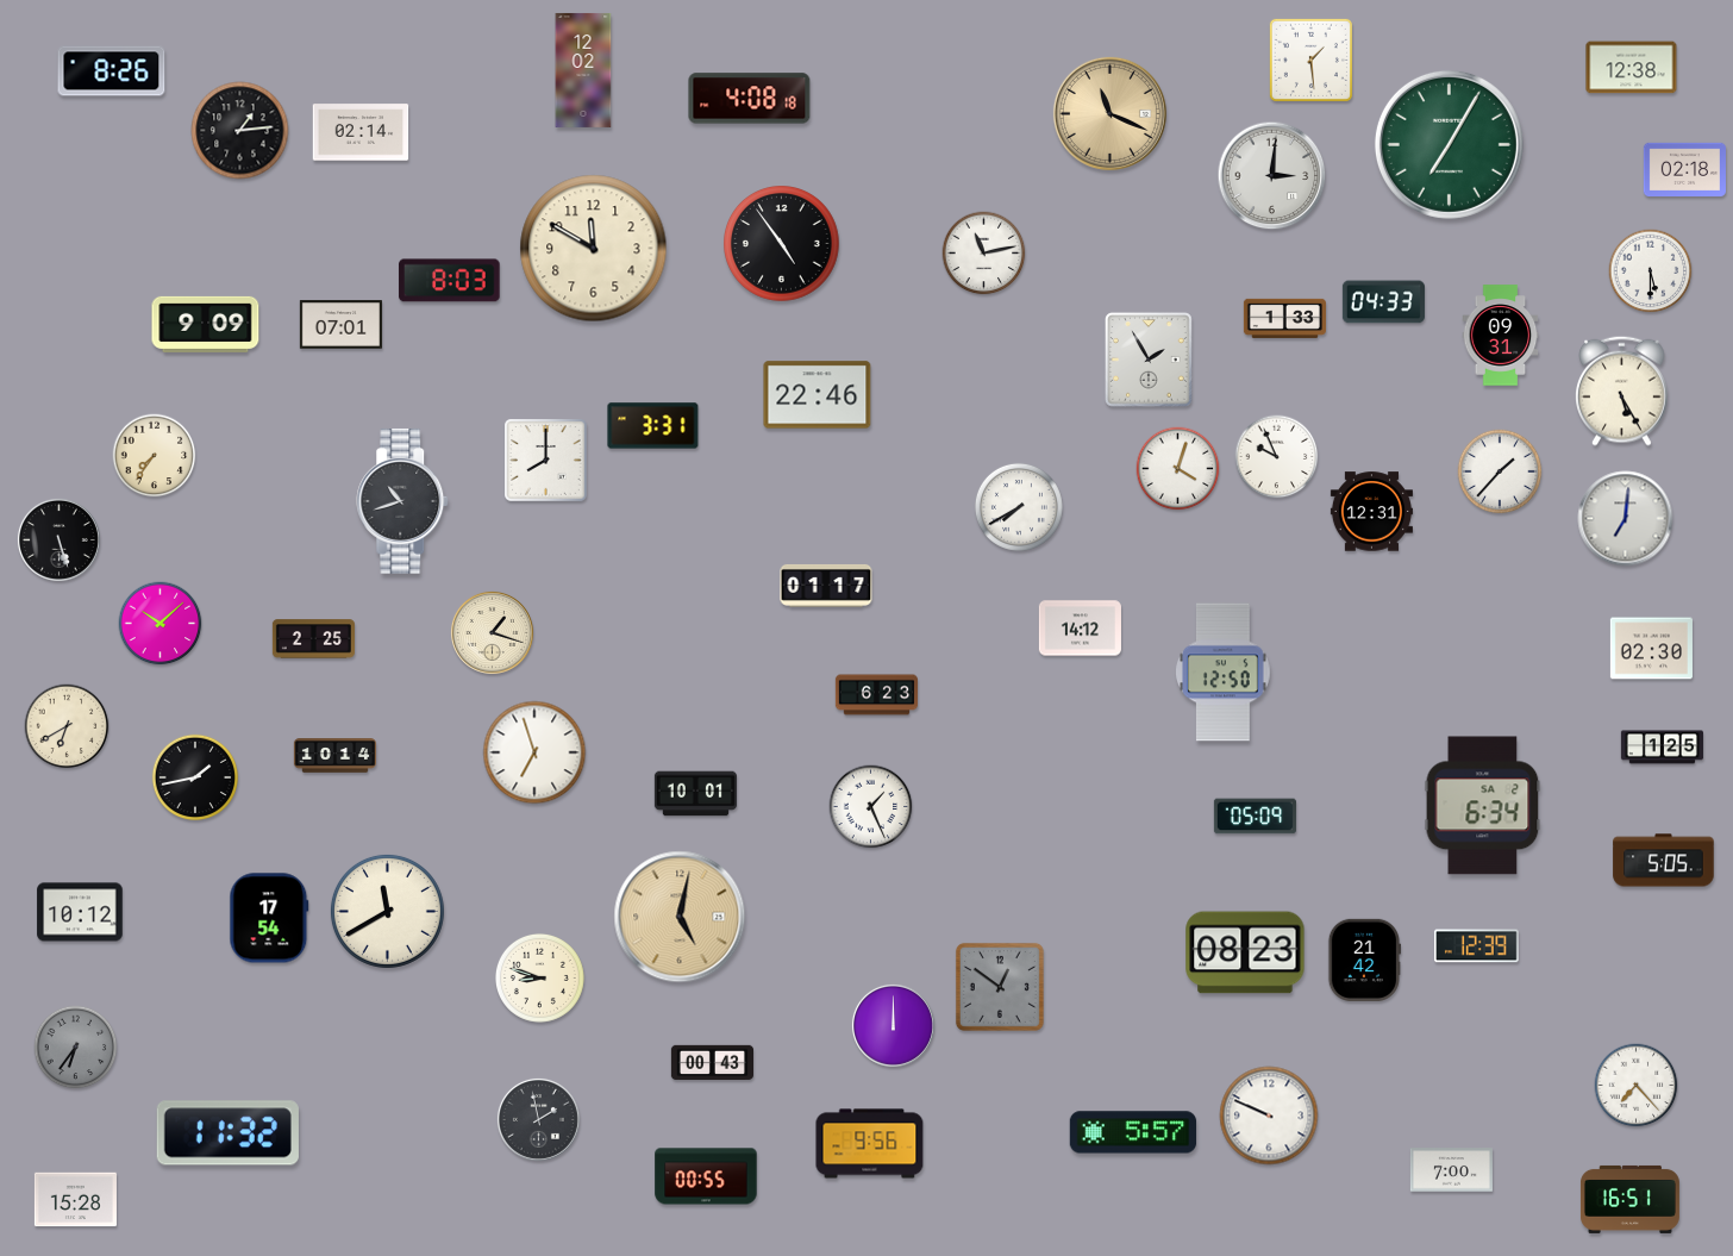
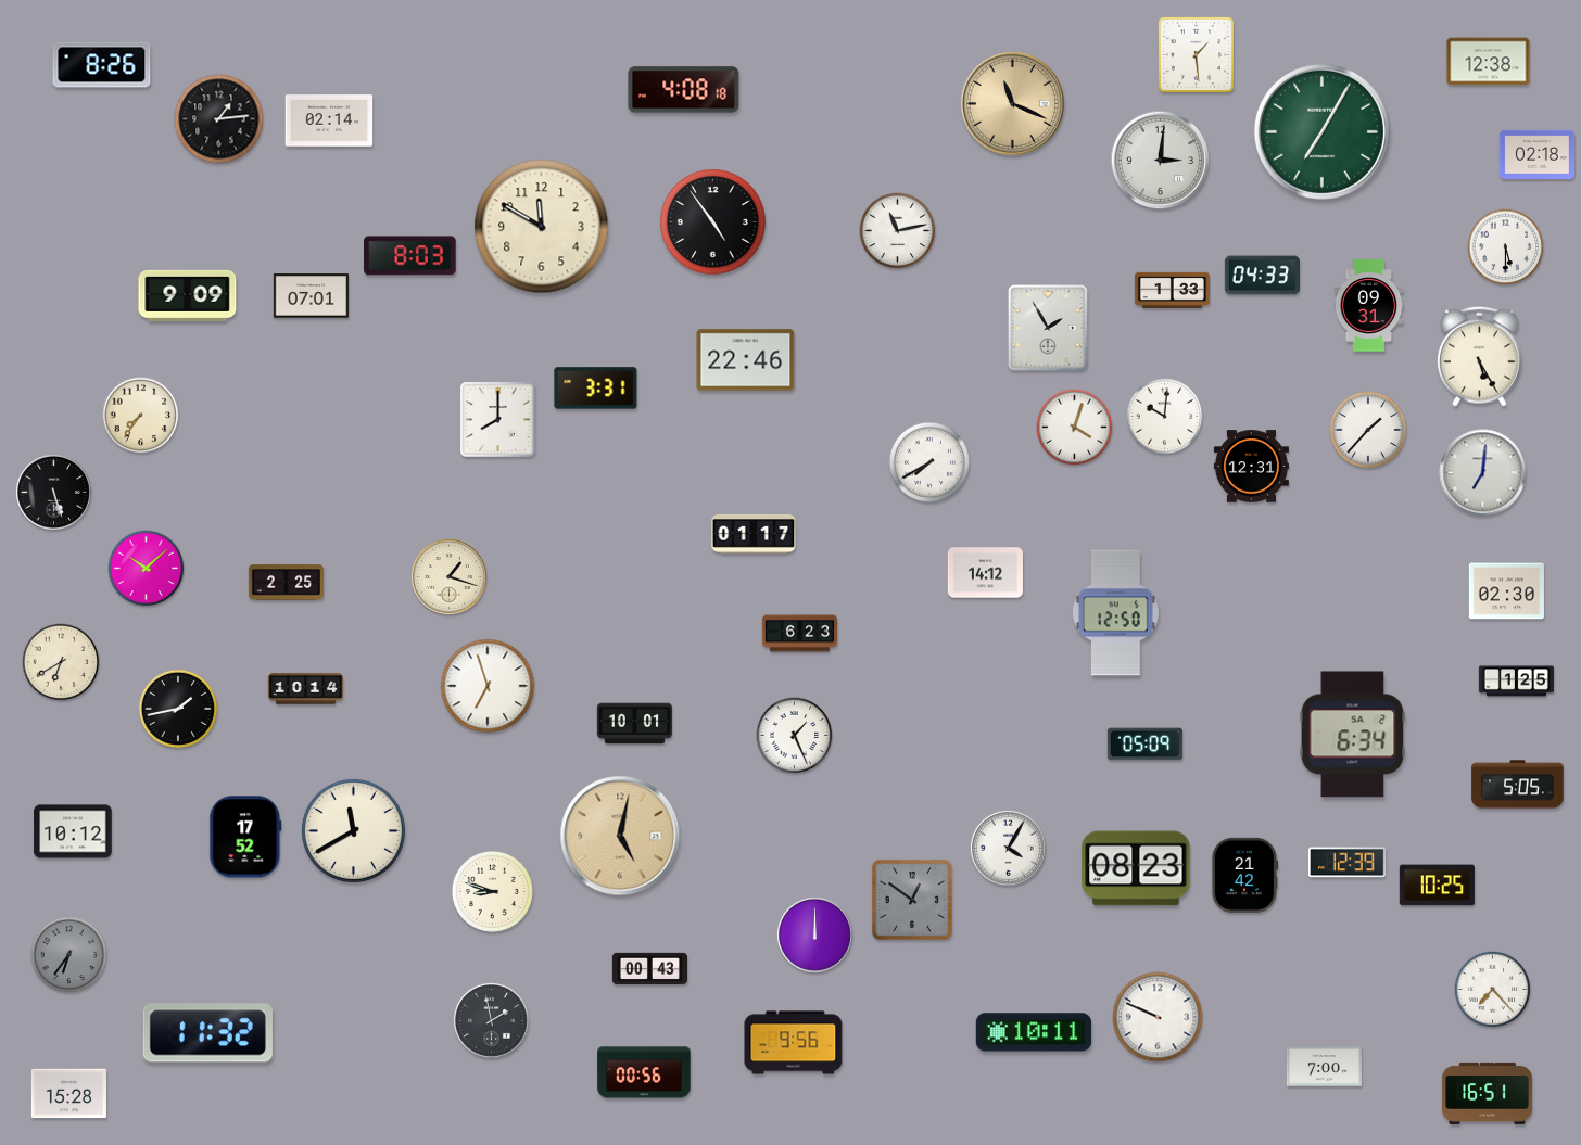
clock at (583, 70): 12:02 -> none
clock at (1277, 457): 9:56 -> 10:01
clock at (403, 501): 10:42 -> none
clock at (269, 918): 17:54 -> 17:52
clock at (1008, 848): none -> 4:05
clock at (1437, 886): none -> 10:25
clock at (1133, 1132): 5:57 -> 10:11
clock at (706, 1176): 00:55 -> 00:56
